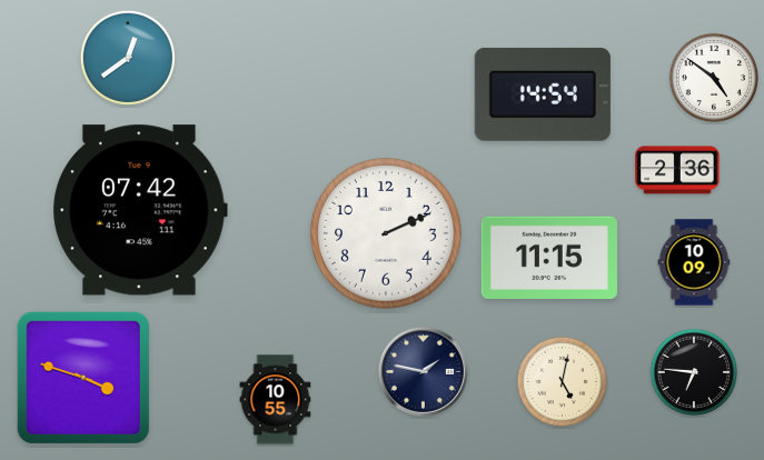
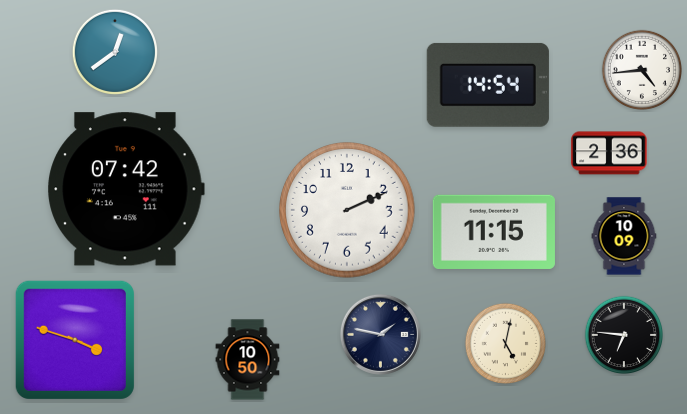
clock at (713, 77): 4:51 -> 4:44
clock at (276, 400): 10:55 -> 10:50
